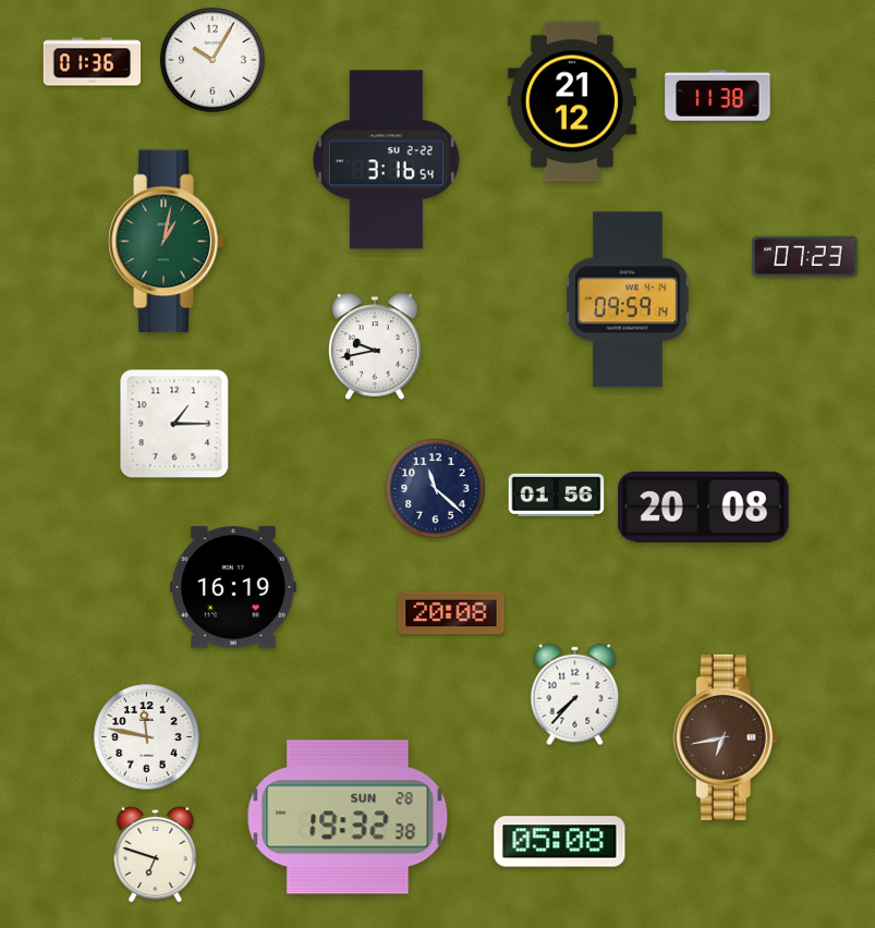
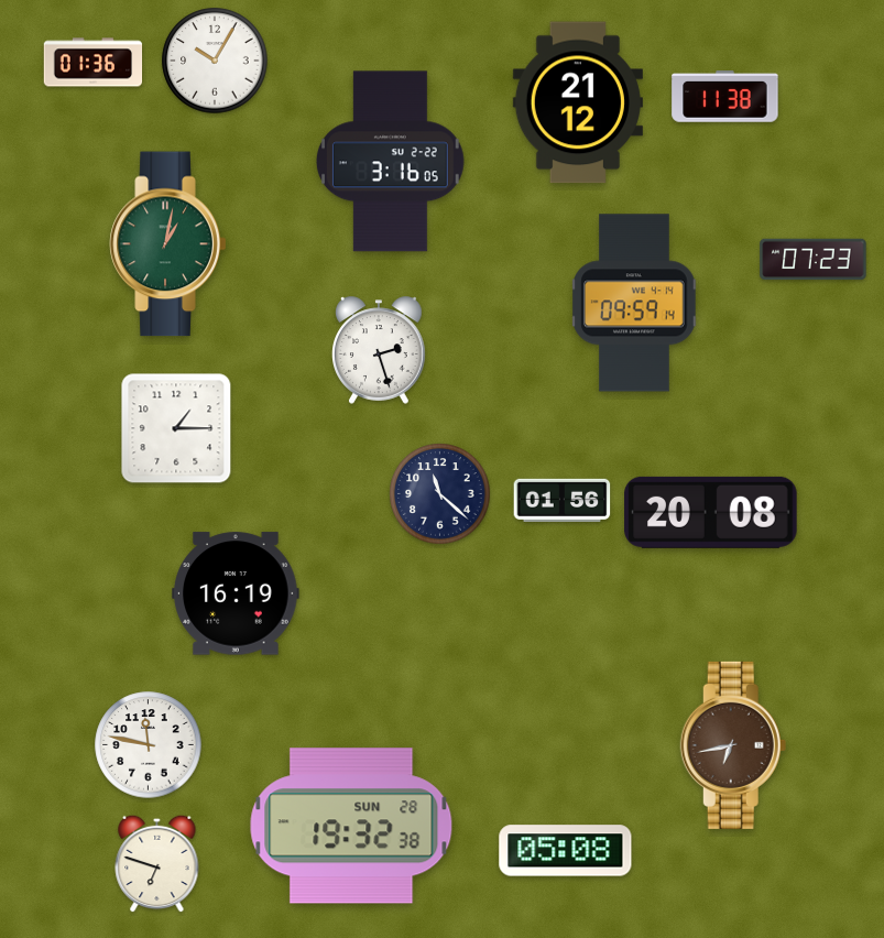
clock at (386, 160): 3:16:54 -> 3:16:05
clock at (376, 346): 9:43 -> 2:27
clock at (451, 613): 20:08 -> none
clock at (575, 695): 7:37 -> none
